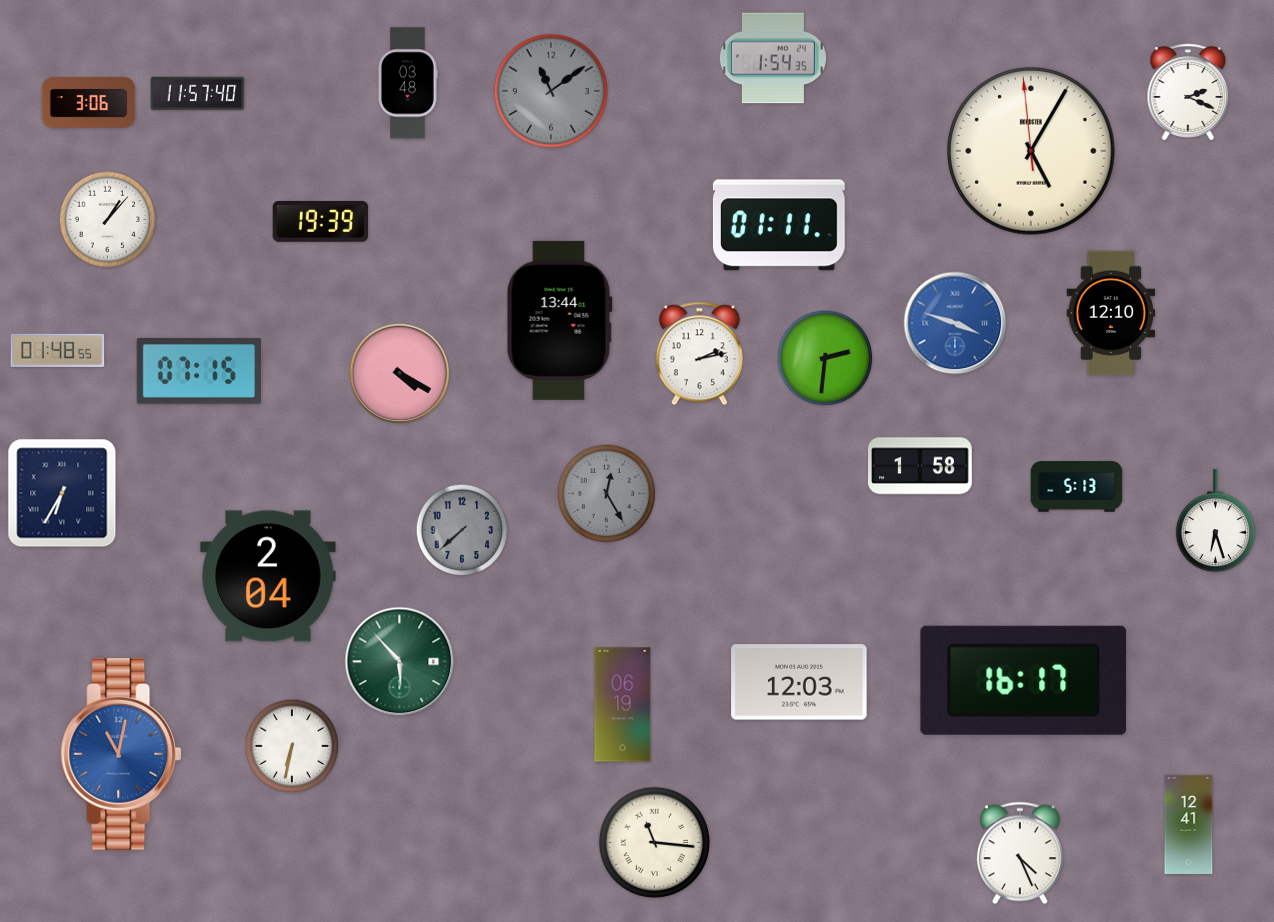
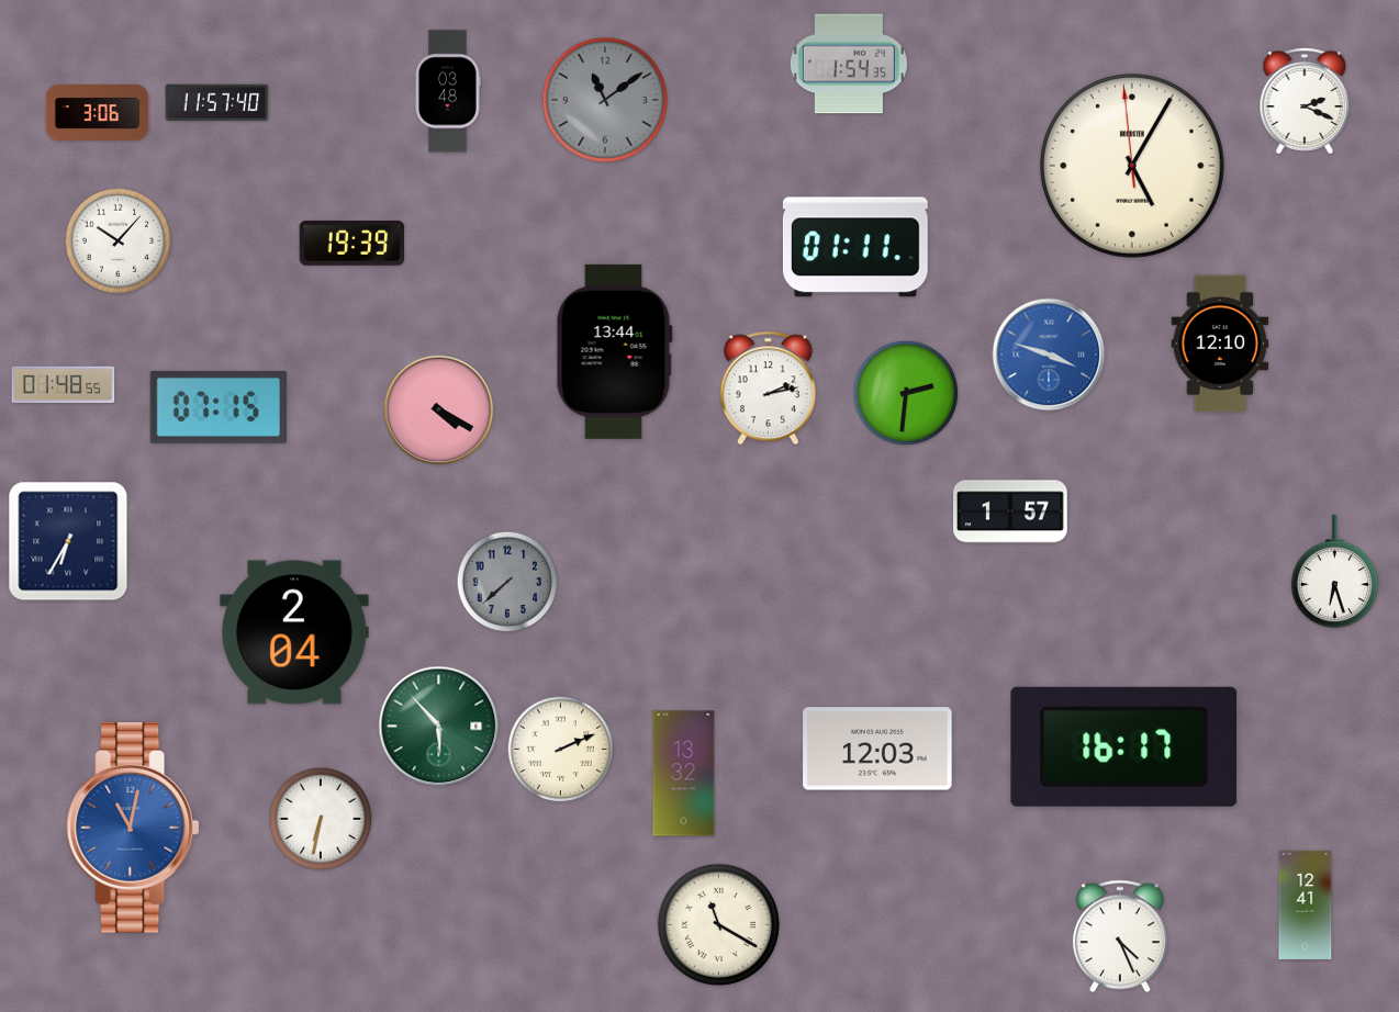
clock at (108, 220): 1:07 -> 10:07
clock at (920, 466): 1:58 -> 1:57
clock at (1077, 487): 5:13 -> none
clock at (607, 494): 12:25 -> none
clock at (561, 750): none -> 2:11
clock at (623, 705): 06:19 -> 13:32
clock at (654, 842): 11:16 -> 11:20
